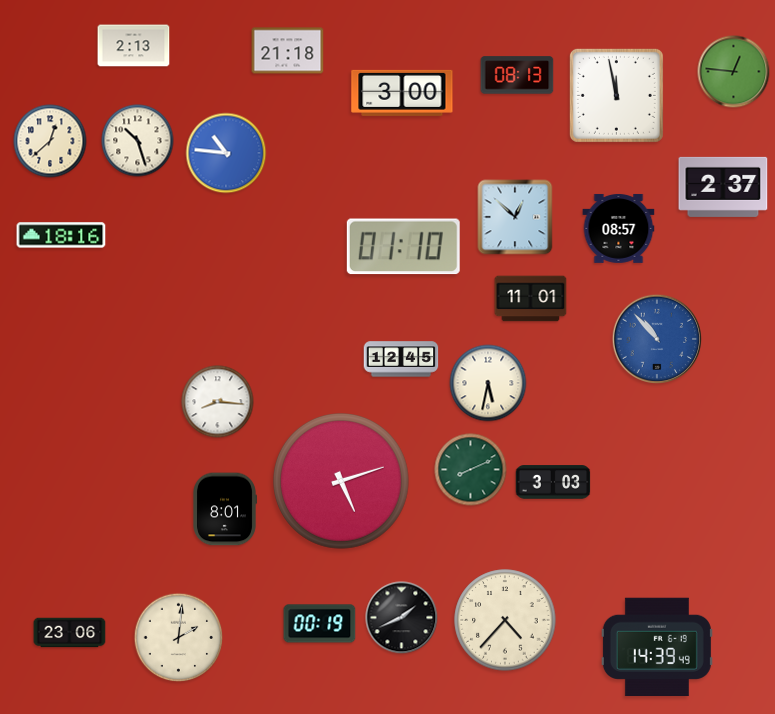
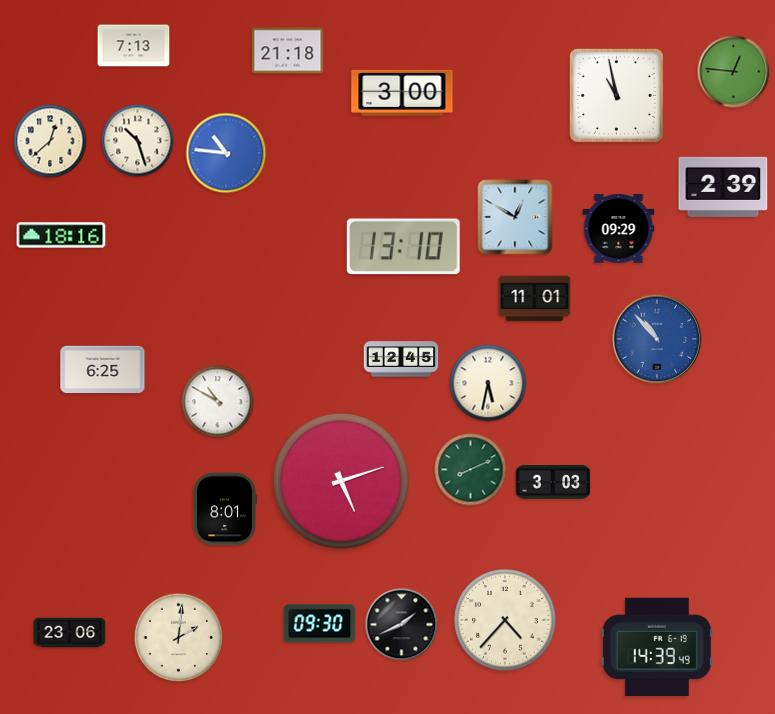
clock at (134, 46): 2:13 -> 7:13
clock at (517, 75): 08:13 -> none
clock at (616, 95): 11:58 -> 10:58
clock at (723, 187): 2:37 -> 2:39
clock at (515, 217): 12:52 -> 12:50
clock at (619, 228): 08:57 -> 09:29
clock at (403, 247): 01:10 -> 13:10
clock at (531, 299) position: (531, 299) -> (535, 299)
clock at (103, 370): none -> 6:25
clock at (218, 402): 8:16 -> 10:50
clock at (402, 618) position: (402, 618) -> (402, 625)
clock at (320, 624): 00:19 -> 09:30
